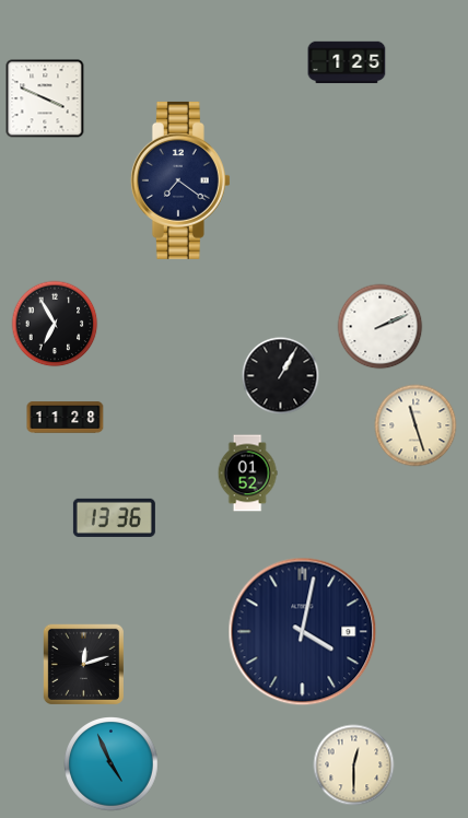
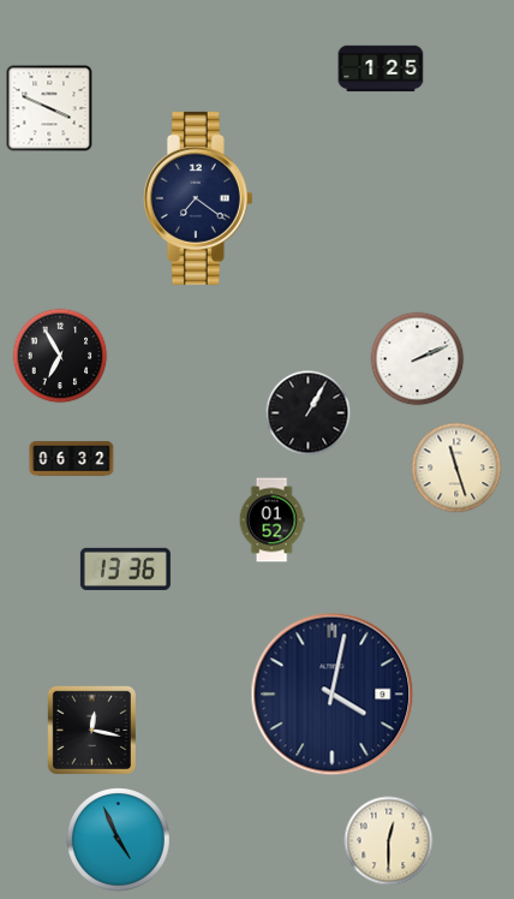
clock at (66, 418): 11:28 -> 06:32
clock at (83, 664): 12:12 -> 12:17
clock at (112, 764) position: (112, 764) -> (119, 840)
